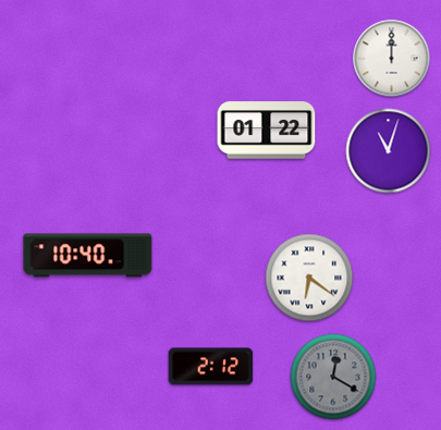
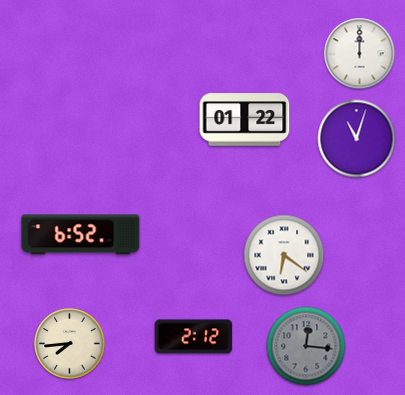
clock at (88, 256): 10:40 -> 6:52
clock at (70, 344): none -> 7:44
clock at (333, 377): 12:20 -> 12:16
